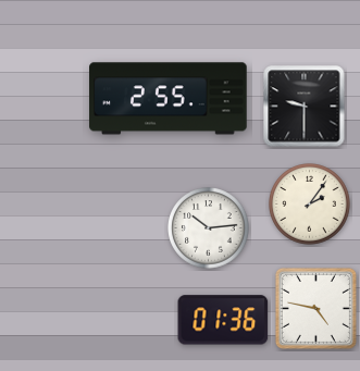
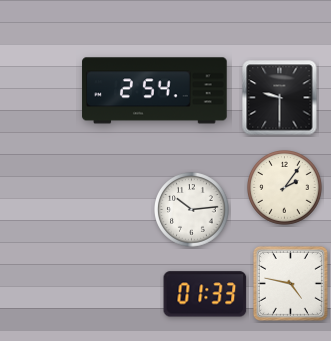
clock at (169, 99): 2:55 -> 2:54
clock at (223, 320): 01:36 -> 01:33
